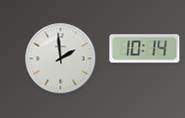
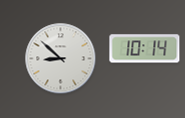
clock at (61, 59): 1:59 -> 8:52
